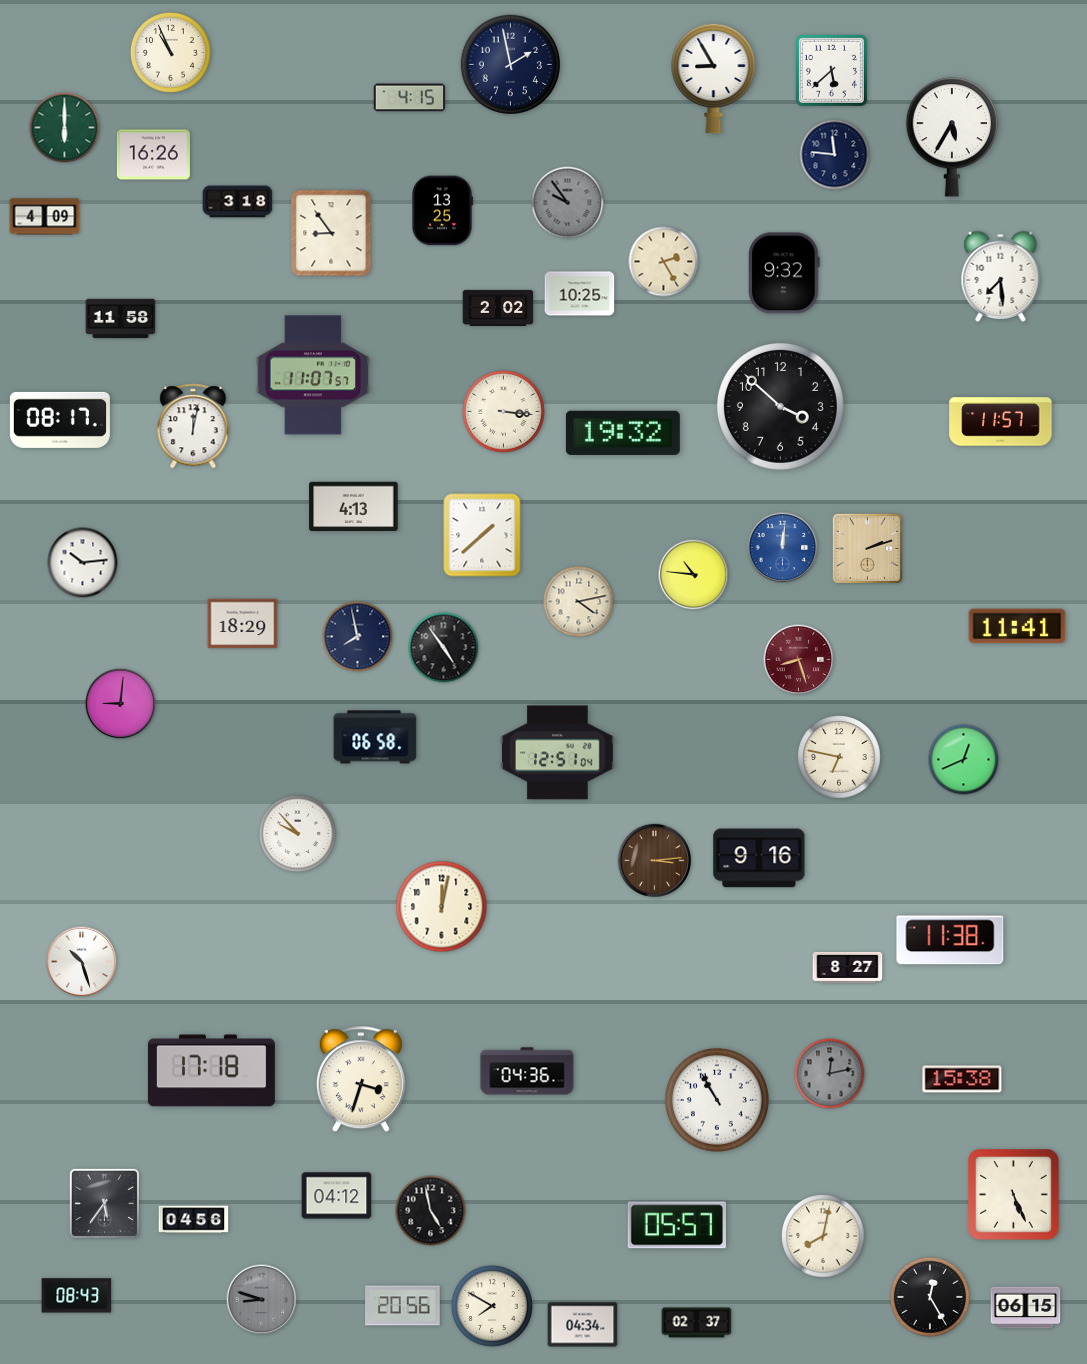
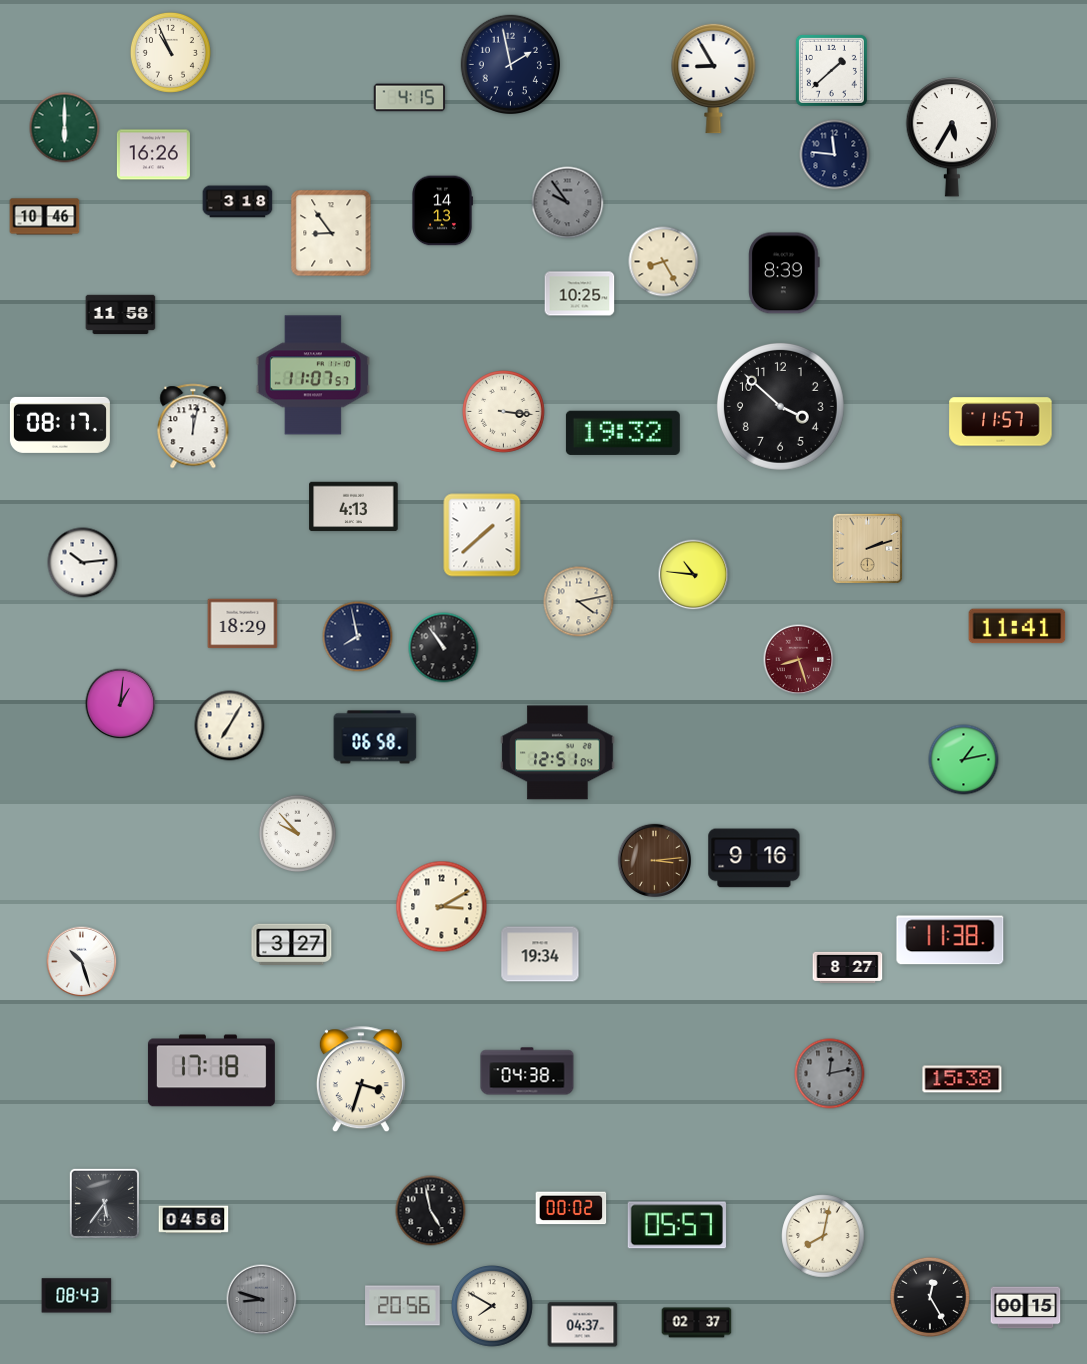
clock at (831, 70): 5:38 -> 1:38
clock at (443, 211): 13:25 -> 14:13
clock at (45, 217): 4:09 -> 10:46
clock at (664, 262): 2:25 -> 8:25
clock at (784, 273): 9:32 -> 8:39
clock at (1001, 276): 7:29 -> none
clock at (498, 308): 2:02 -> none
clock at (121, 319) position: (121, 319) -> (121, 315)
clock at (60, 420) position: (60, 420) -> (60, 425)
clock at (783, 548): 12:01 -> none
clock at (444, 648): 4:54 -> 10:54
clock at (121, 704): 9:01 -> 1:01
clock at (230, 726): none -> 7:05
clock at (839, 757): 6:47 -> none
clock at (964, 760): 12:41 -> 1:13
clock at (759, 858) position: (759, 858) -> (754, 858)
clock at (442, 907): 12:02 -> 3:10
clock at (292, 944): none -> 3:27
clock at (540, 954): none -> 19:34
clock at (527, 1071): 04:36 -> 04:38
clock at (717, 1100): 10:55 -> none
clock at (1014, 1195): 5:26 -> none
clock at (337, 1196): 04:12 -> none
clock at (571, 1208): none -> 00:02
clock at (1026, 1308): 06:15 -> 00:15
clock at (583, 1325): 04:34 -> 04:37
